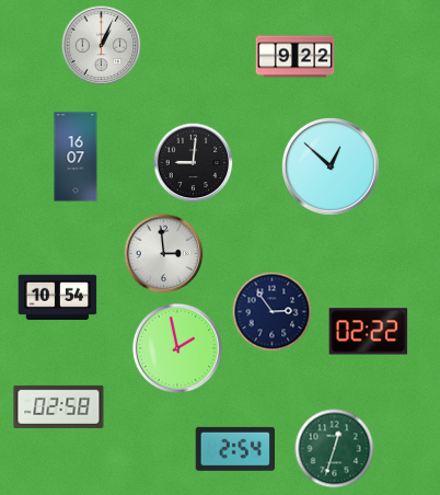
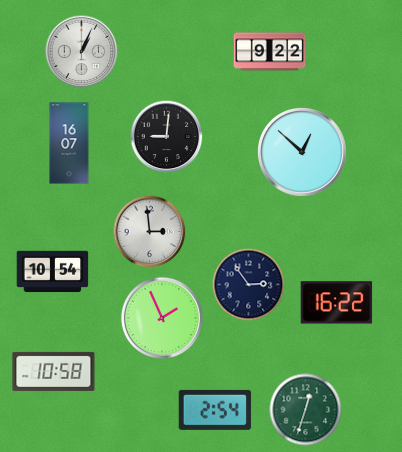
clock at (102, 46) position: (102, 46) -> (82, 52)
clock at (194, 163) position: (194, 163) -> (167, 137)
clock at (369, 332): 02:22 -> 16:22
clock at (177, 348): 1:58 -> 1:56
clock at (59, 406): 02:58 -> 10:58
